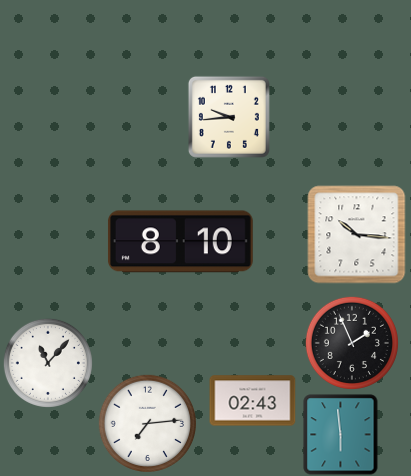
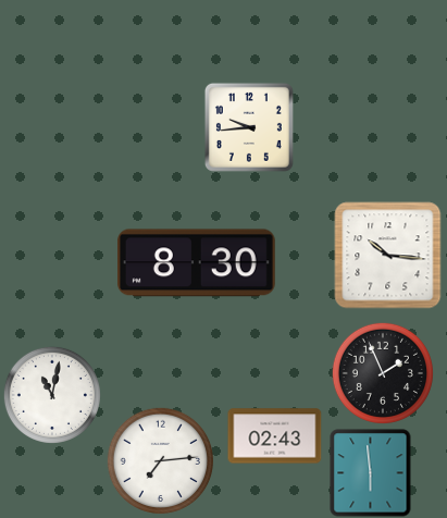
clock at (180, 242): 8:10 -> 8:30
clock at (48, 363): 11:07 -> 11:02
